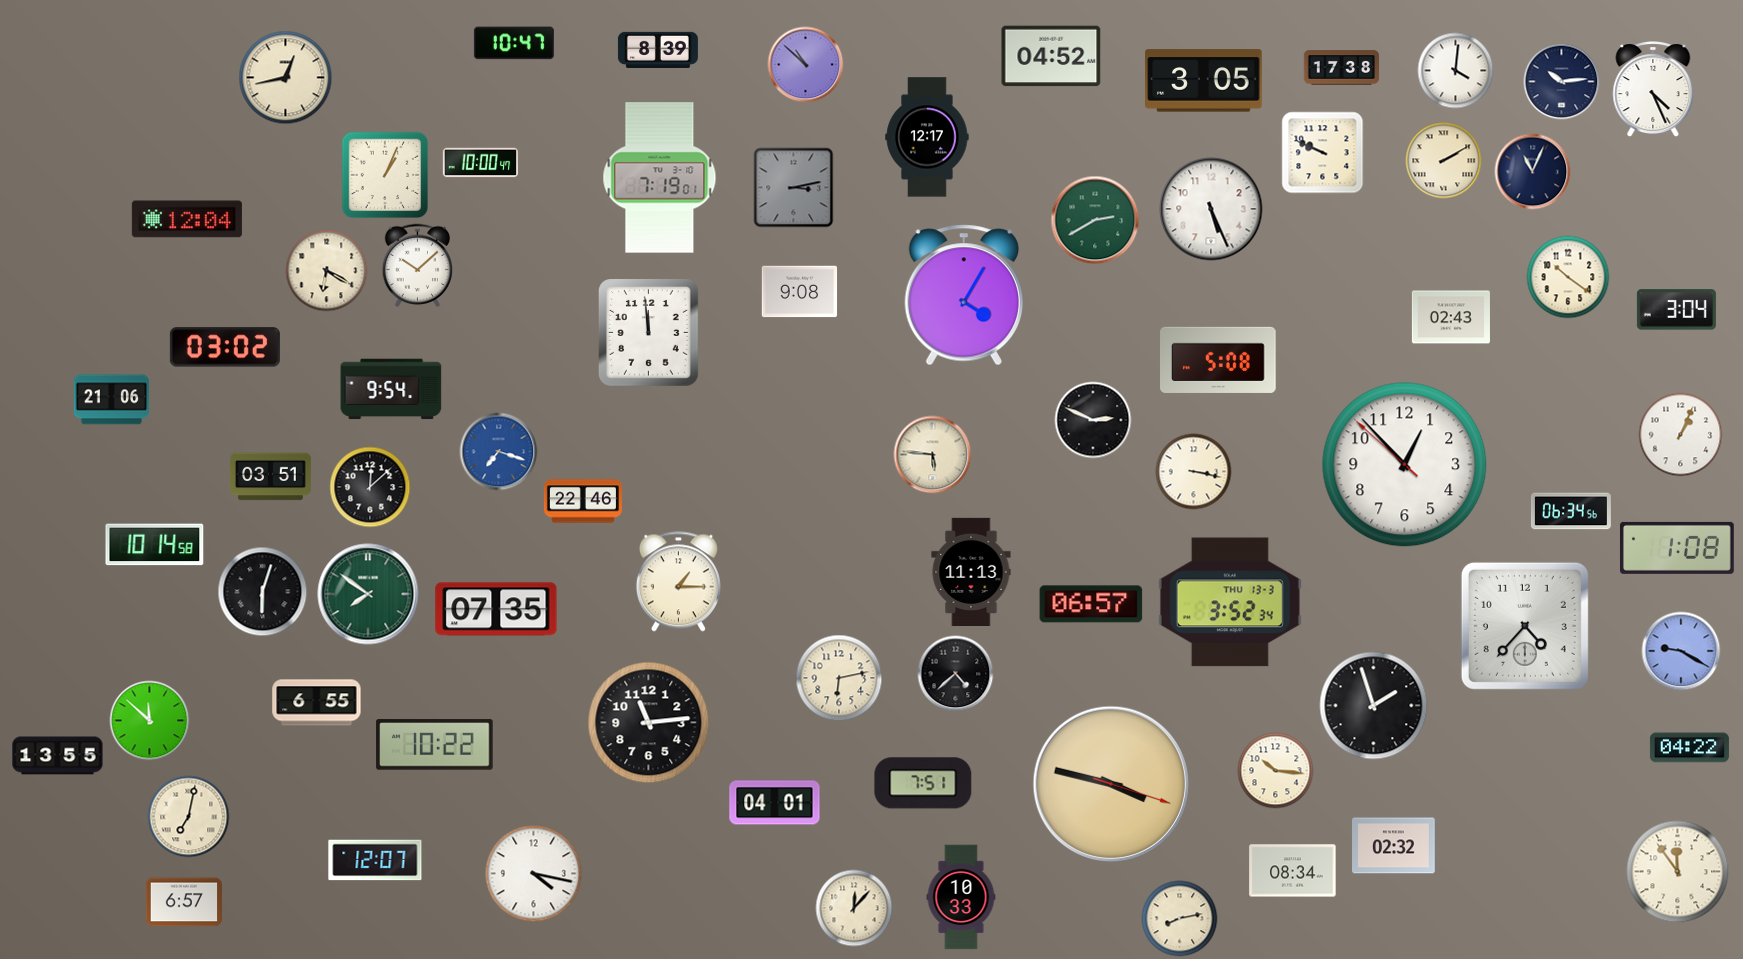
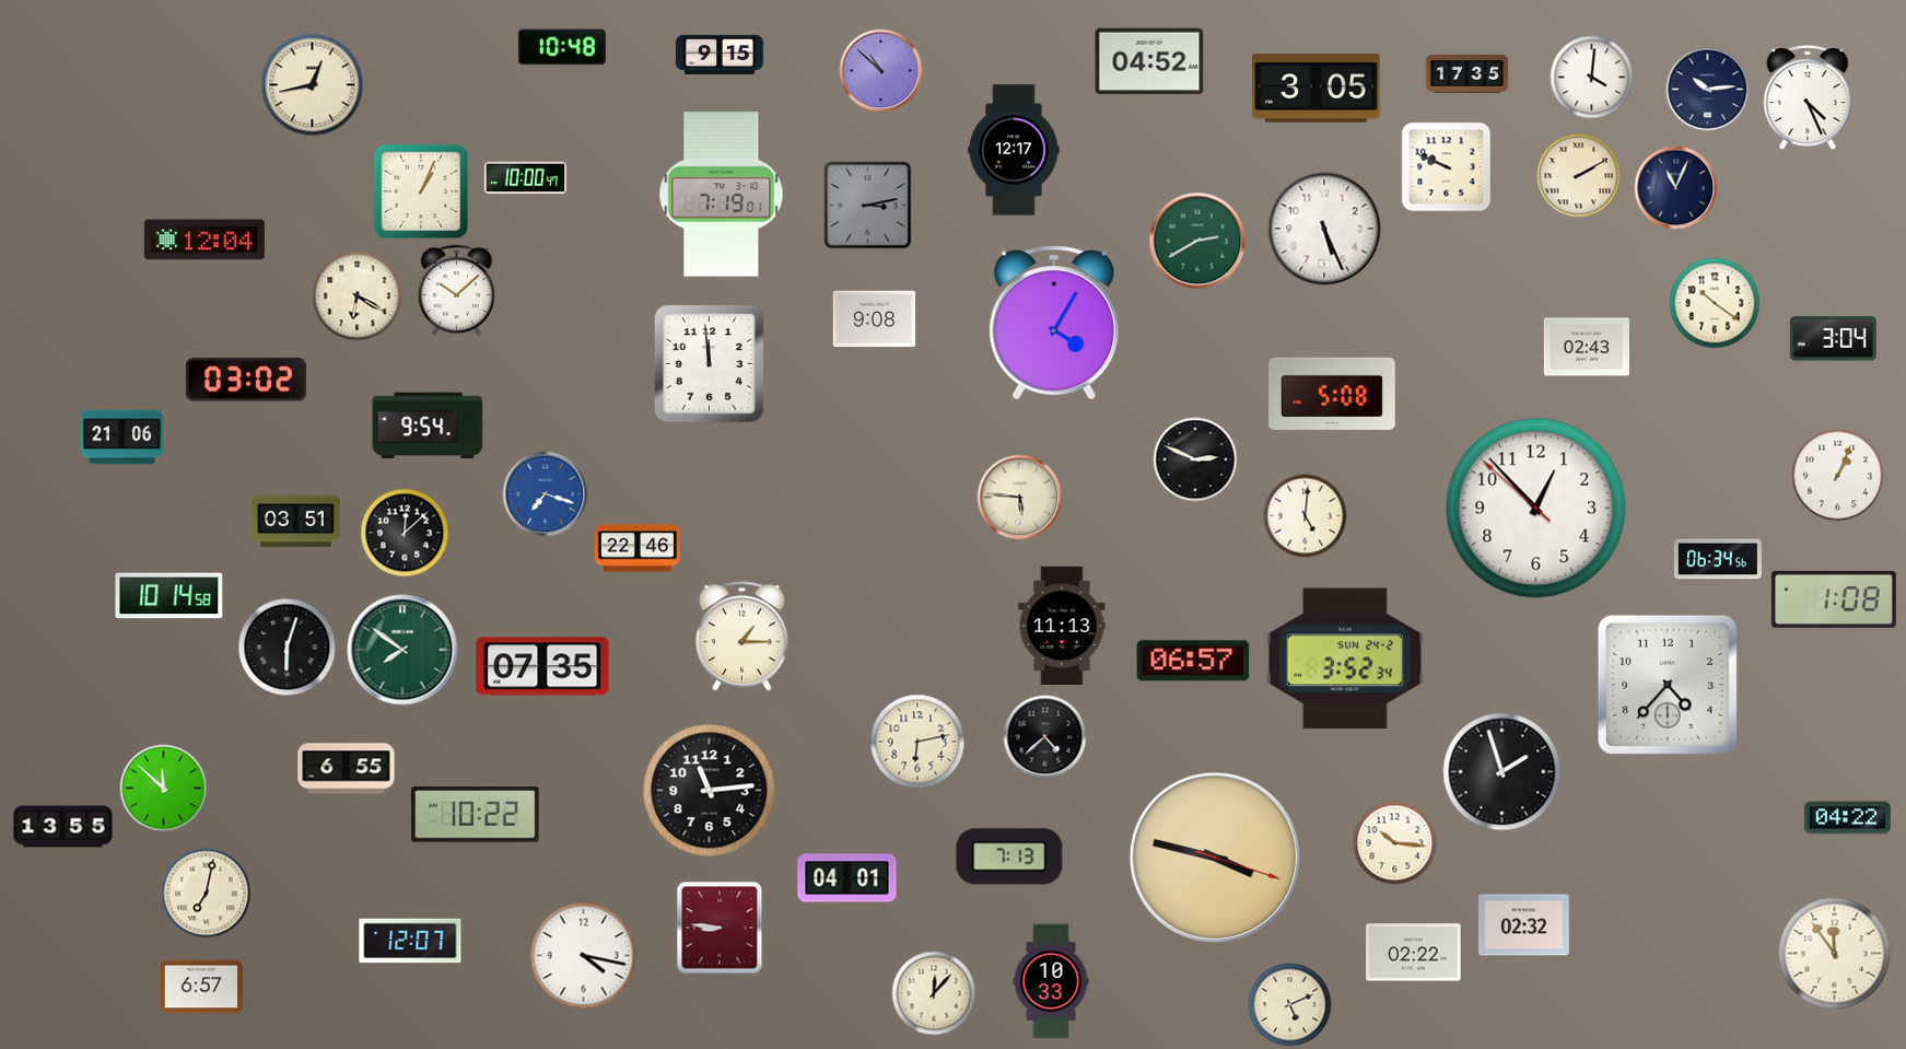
clock at (514, 43): 10:47 -> 10:48
clock at (658, 49): 8:39 -> 9:15
clock at (1342, 68): 17:38 -> 17:35
clock at (1194, 472): 3:17 -> 5:01
clock at (1230, 602) date: THU 13-3 -> SUN 24-2
clock at (1681, 651): 9:20 -> none
clock at (923, 783): 7:51 -> 7:13
clock at (720, 928): none -> 8:46
clock at (1293, 871): 08:34 -> 02:22
clock at (1180, 919): 8:13 -> 5:11
